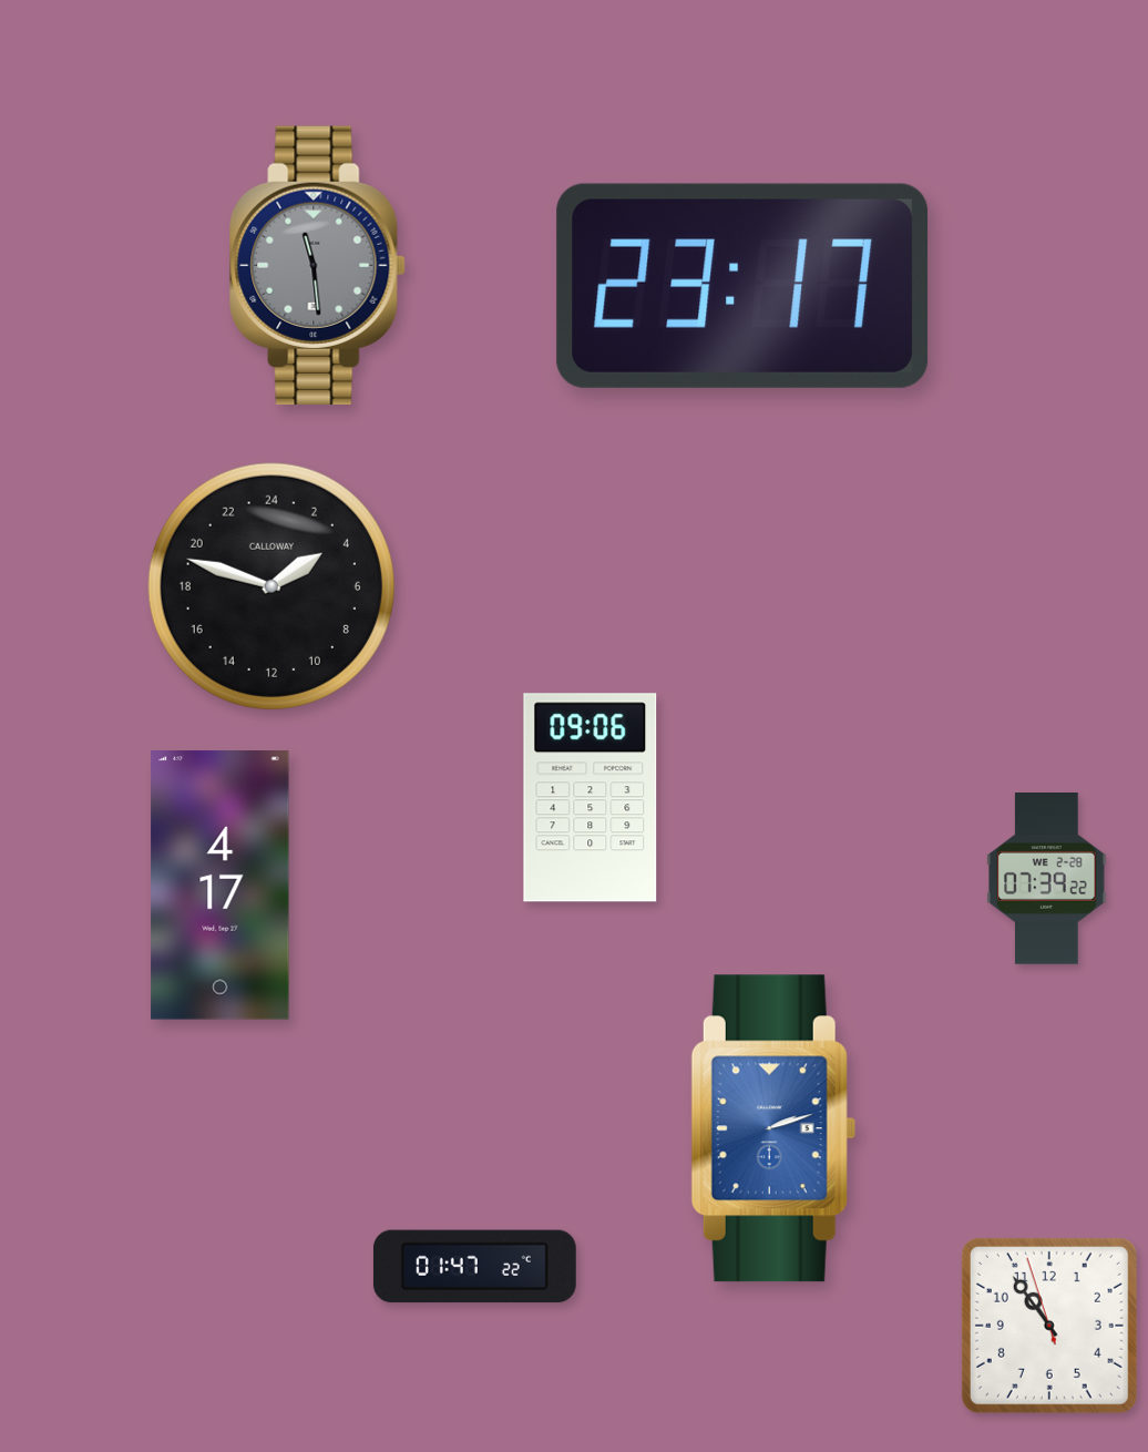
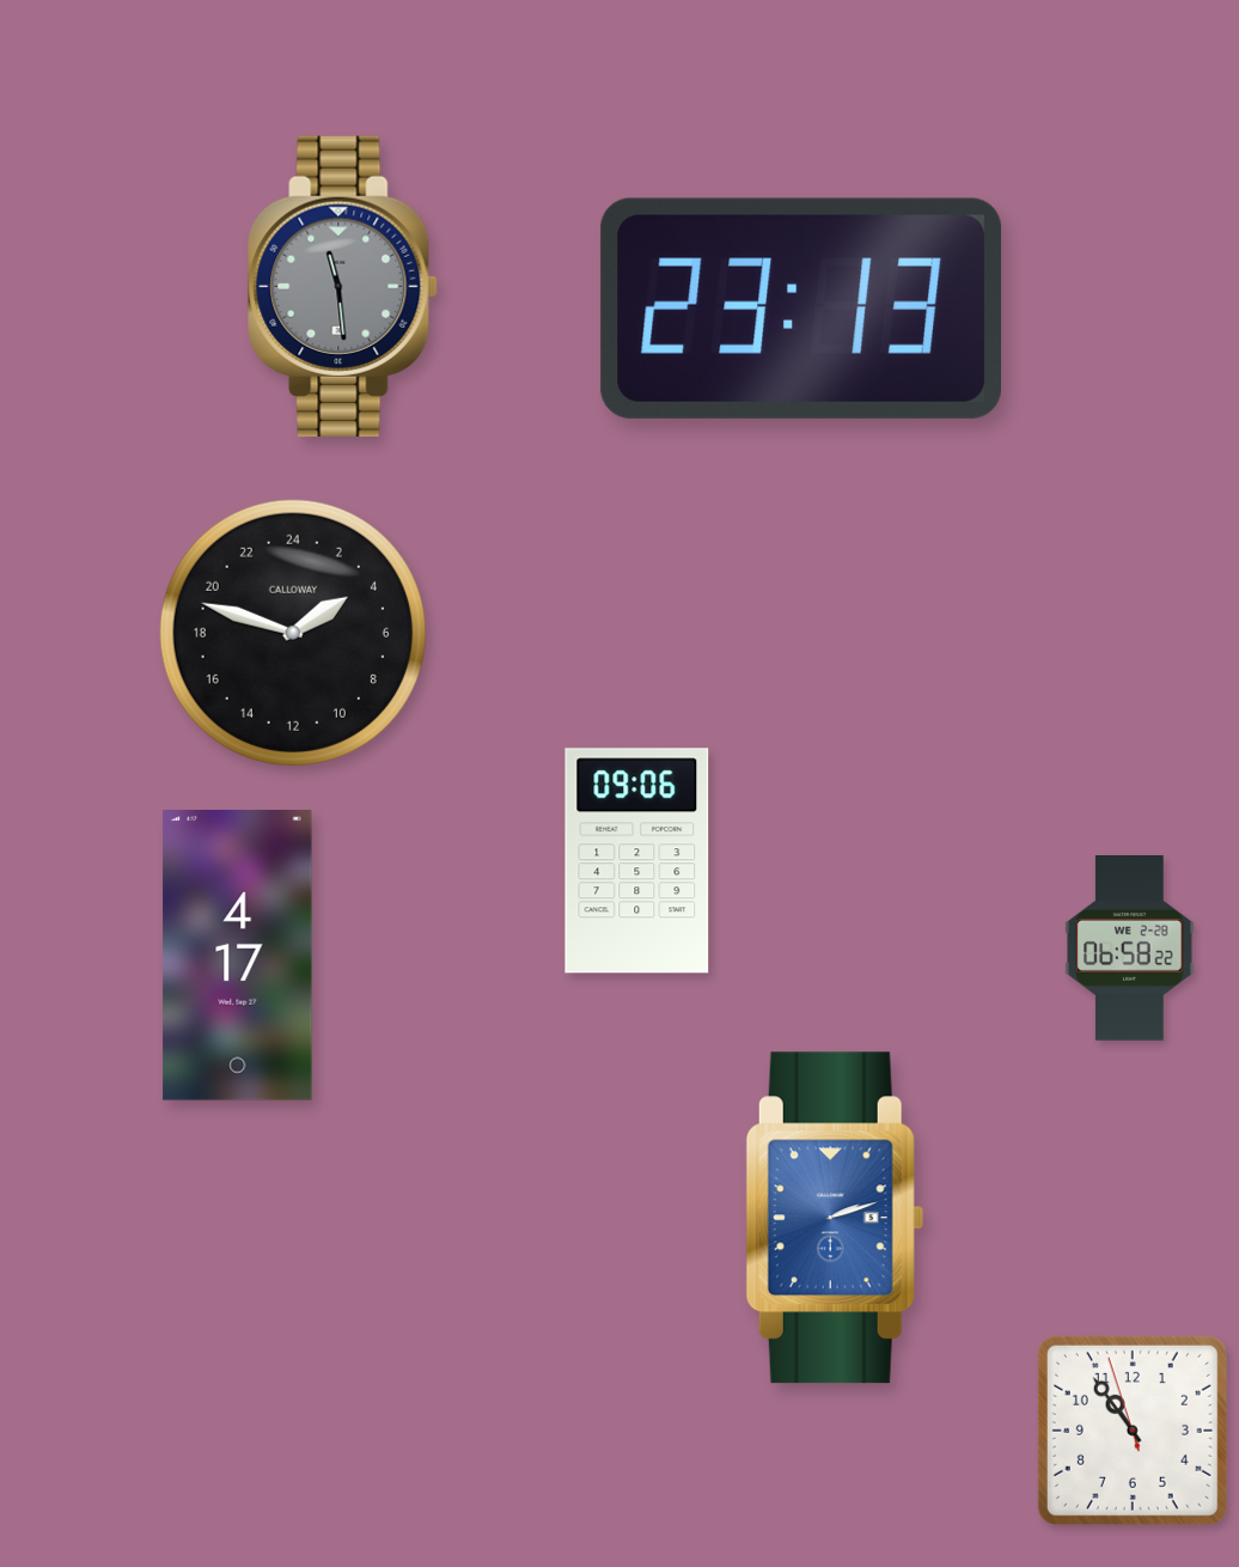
clock at (742, 286): 23:17 -> 23:13
clock at (1047, 879): 07:39 -> 06:58
clock at (474, 1267): 01:47 -> none
